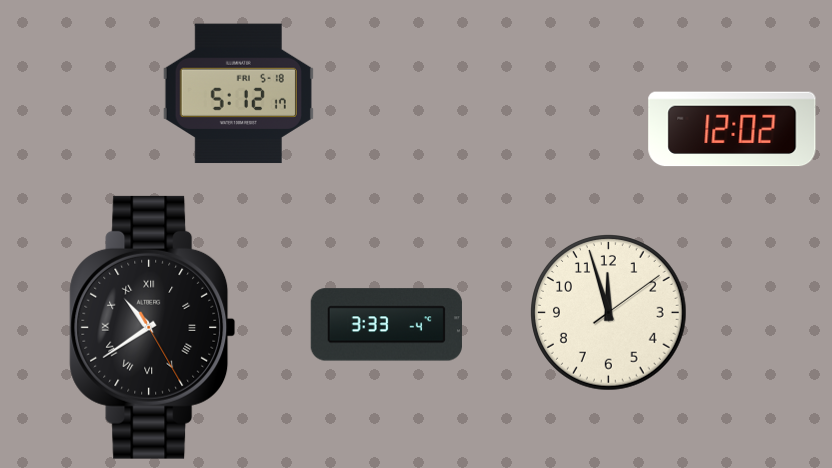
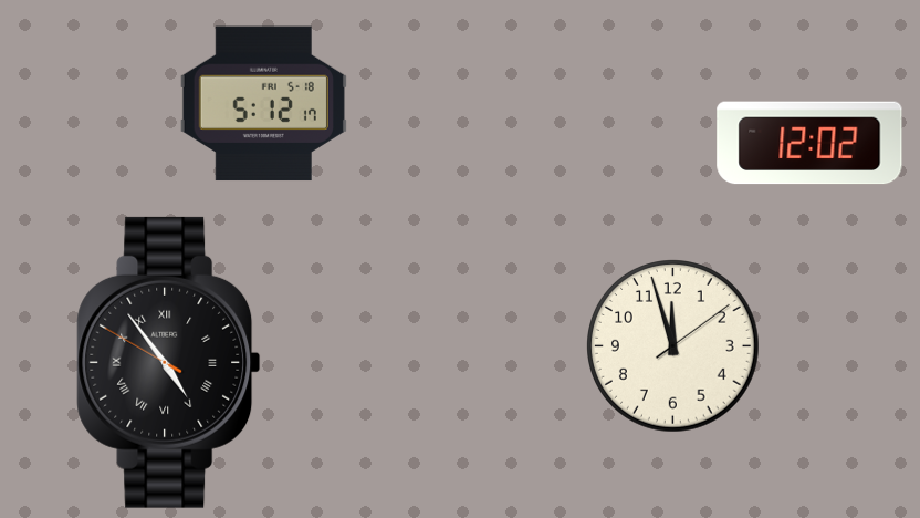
clock at (386, 325): 3:33 -> none
clock at (153, 327): 10:39 -> 4:53
